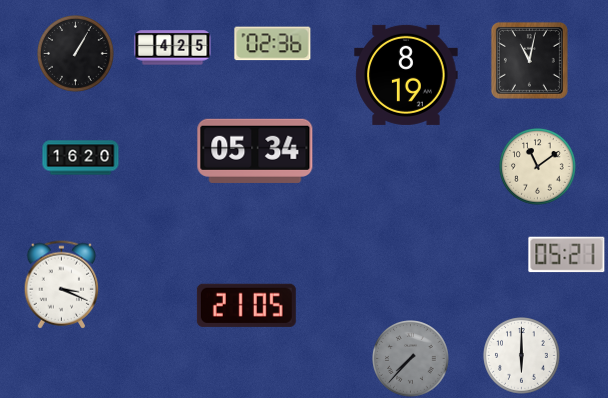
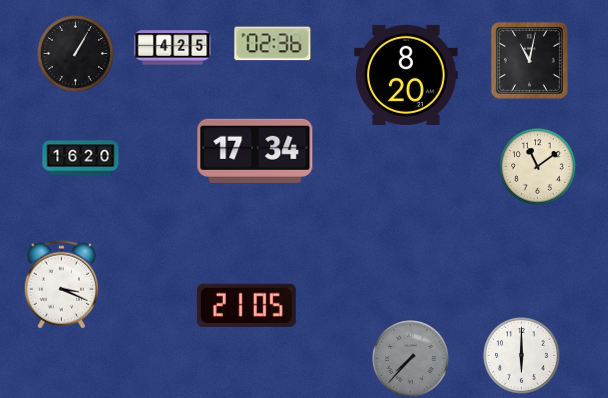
clock at (406, 75): 8:19 -> 8:20
clock at (255, 151): 05:34 -> 17:34
clock at (567, 255): 05:21 -> none
